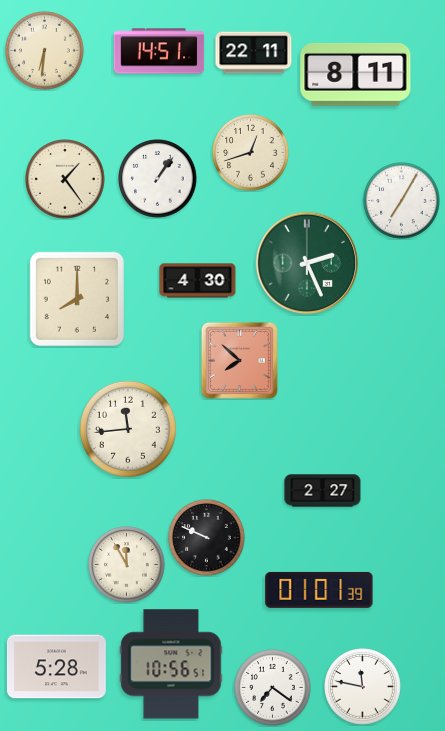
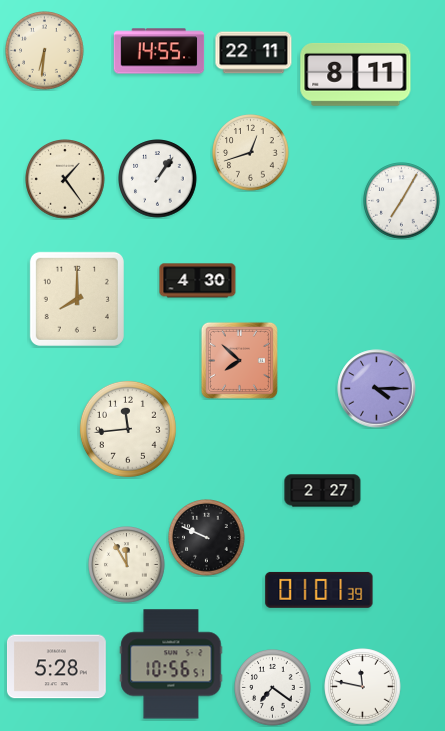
clock at (159, 51): 14:51 -> 14:55
clock at (307, 263): 2:26 -> none
clock at (377, 389): none -> 4:15
